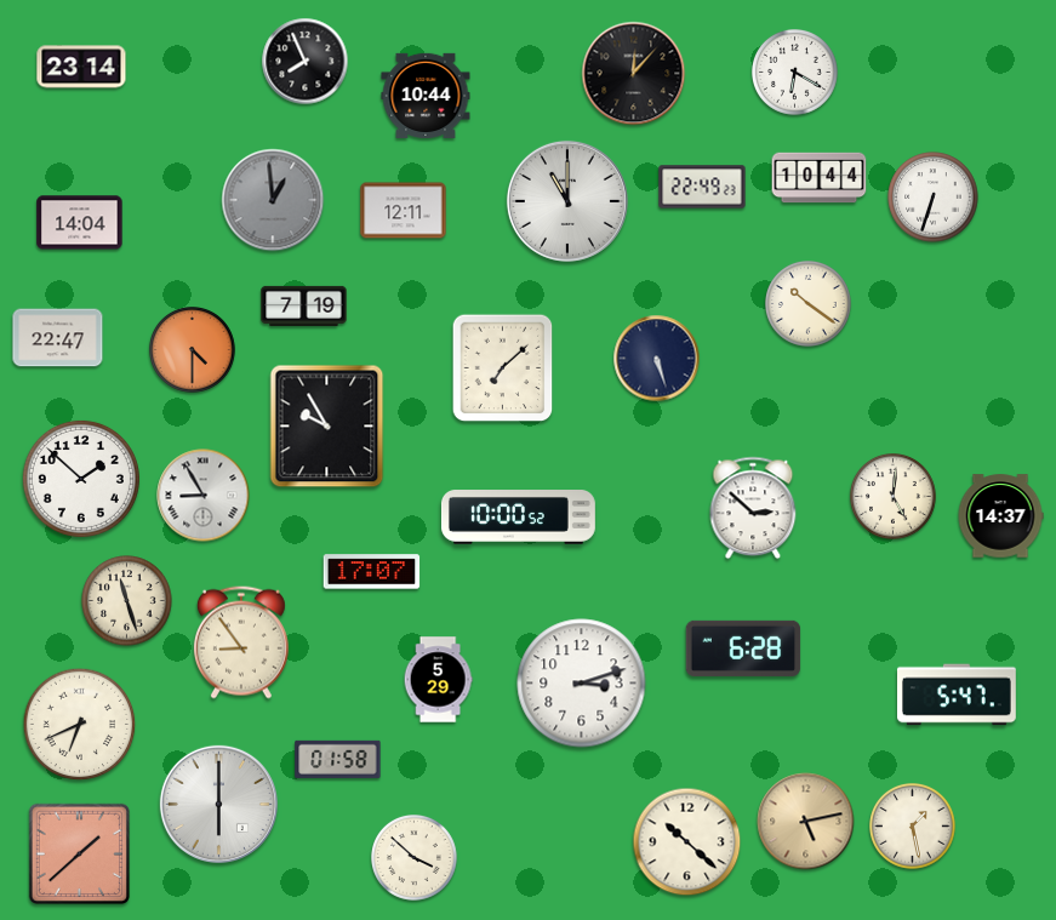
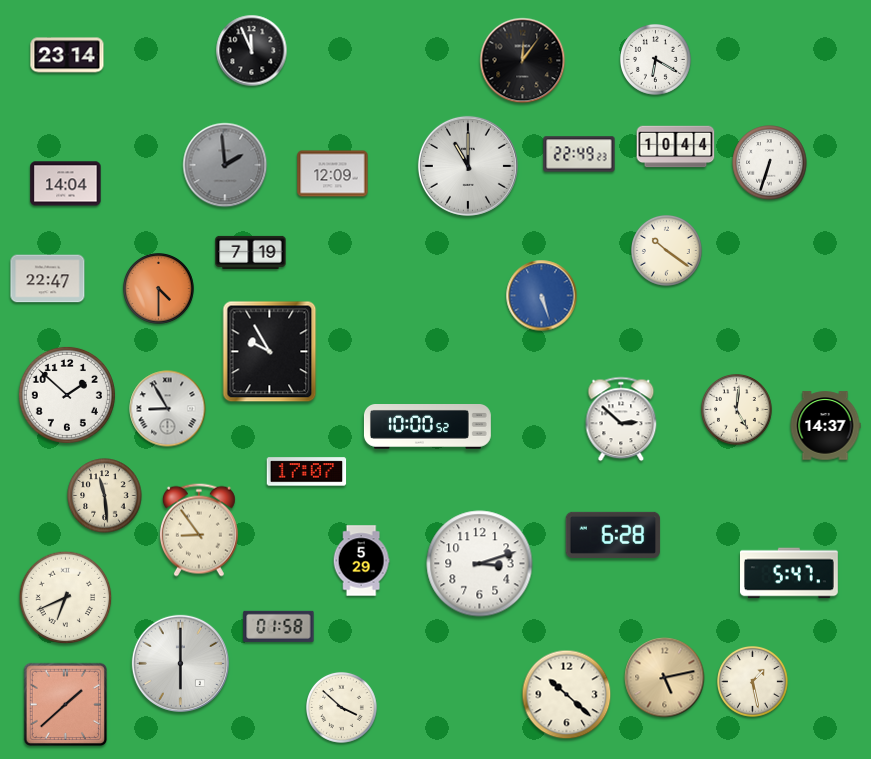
clock at (306, 62): 7:56 -> 11:56
clock at (634, 74): 12:07 -> 12:06
clock at (426, 95): 10:44 -> none
clock at (273, 200): 12:59 -> 1:59
clock at (404, 211): 12:11 -> 12:09
clock at (657, 359) dial: navy -> blue
clock at (503, 368): 7:08 -> none
clock at (127, 601): 11:27 -> 11:29
